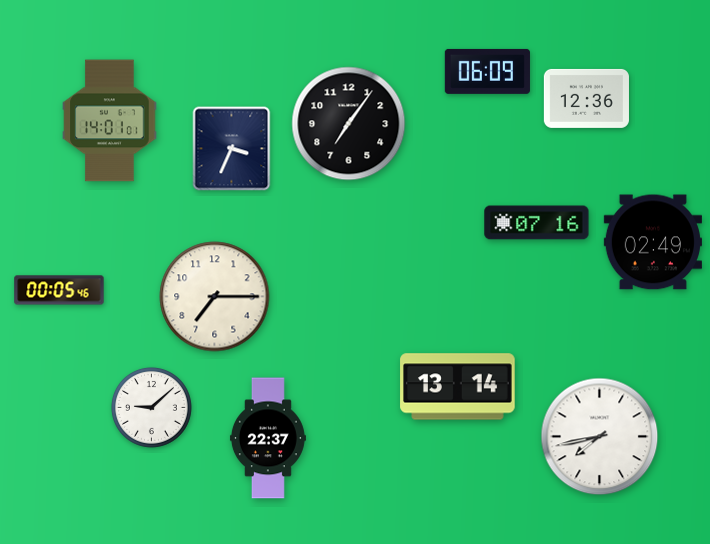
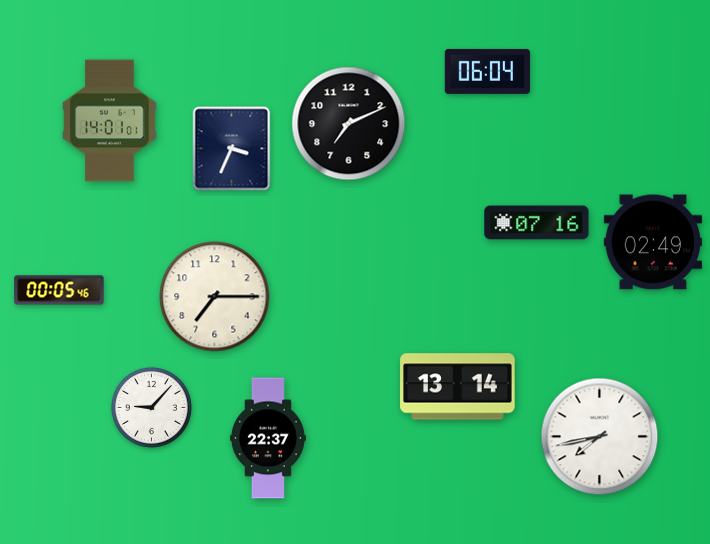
clock at (487, 71): 06:09 -> 06:04
clock at (586, 98): 12:36 -> none
clock at (349, 124): 7:06 -> 7:11
clock at (151, 407): 9:08 -> 9:07
